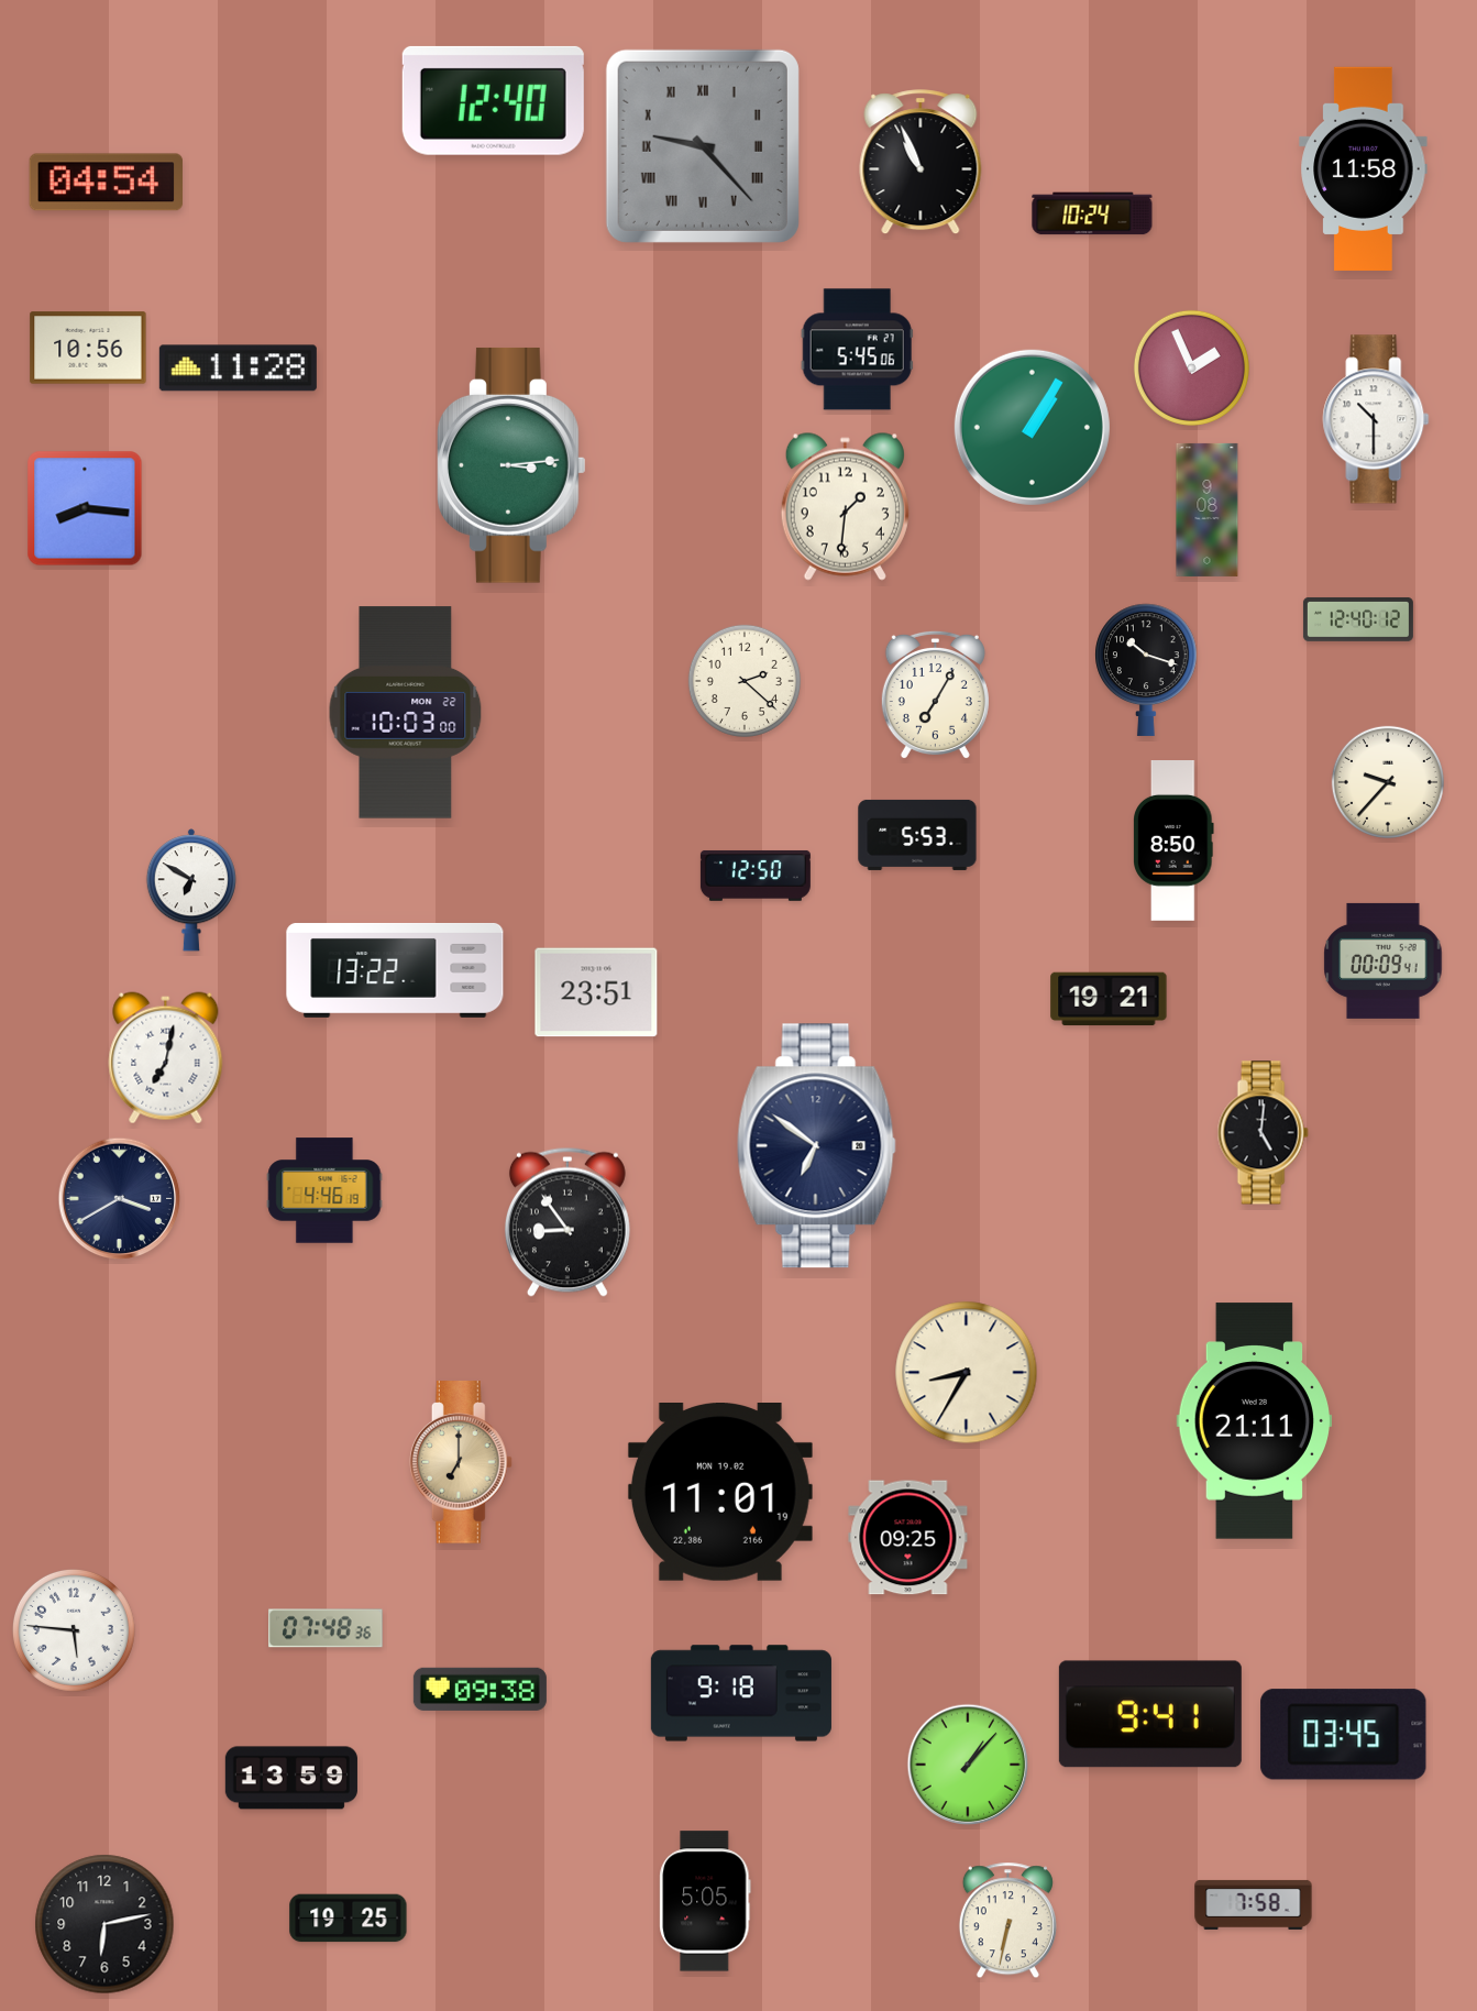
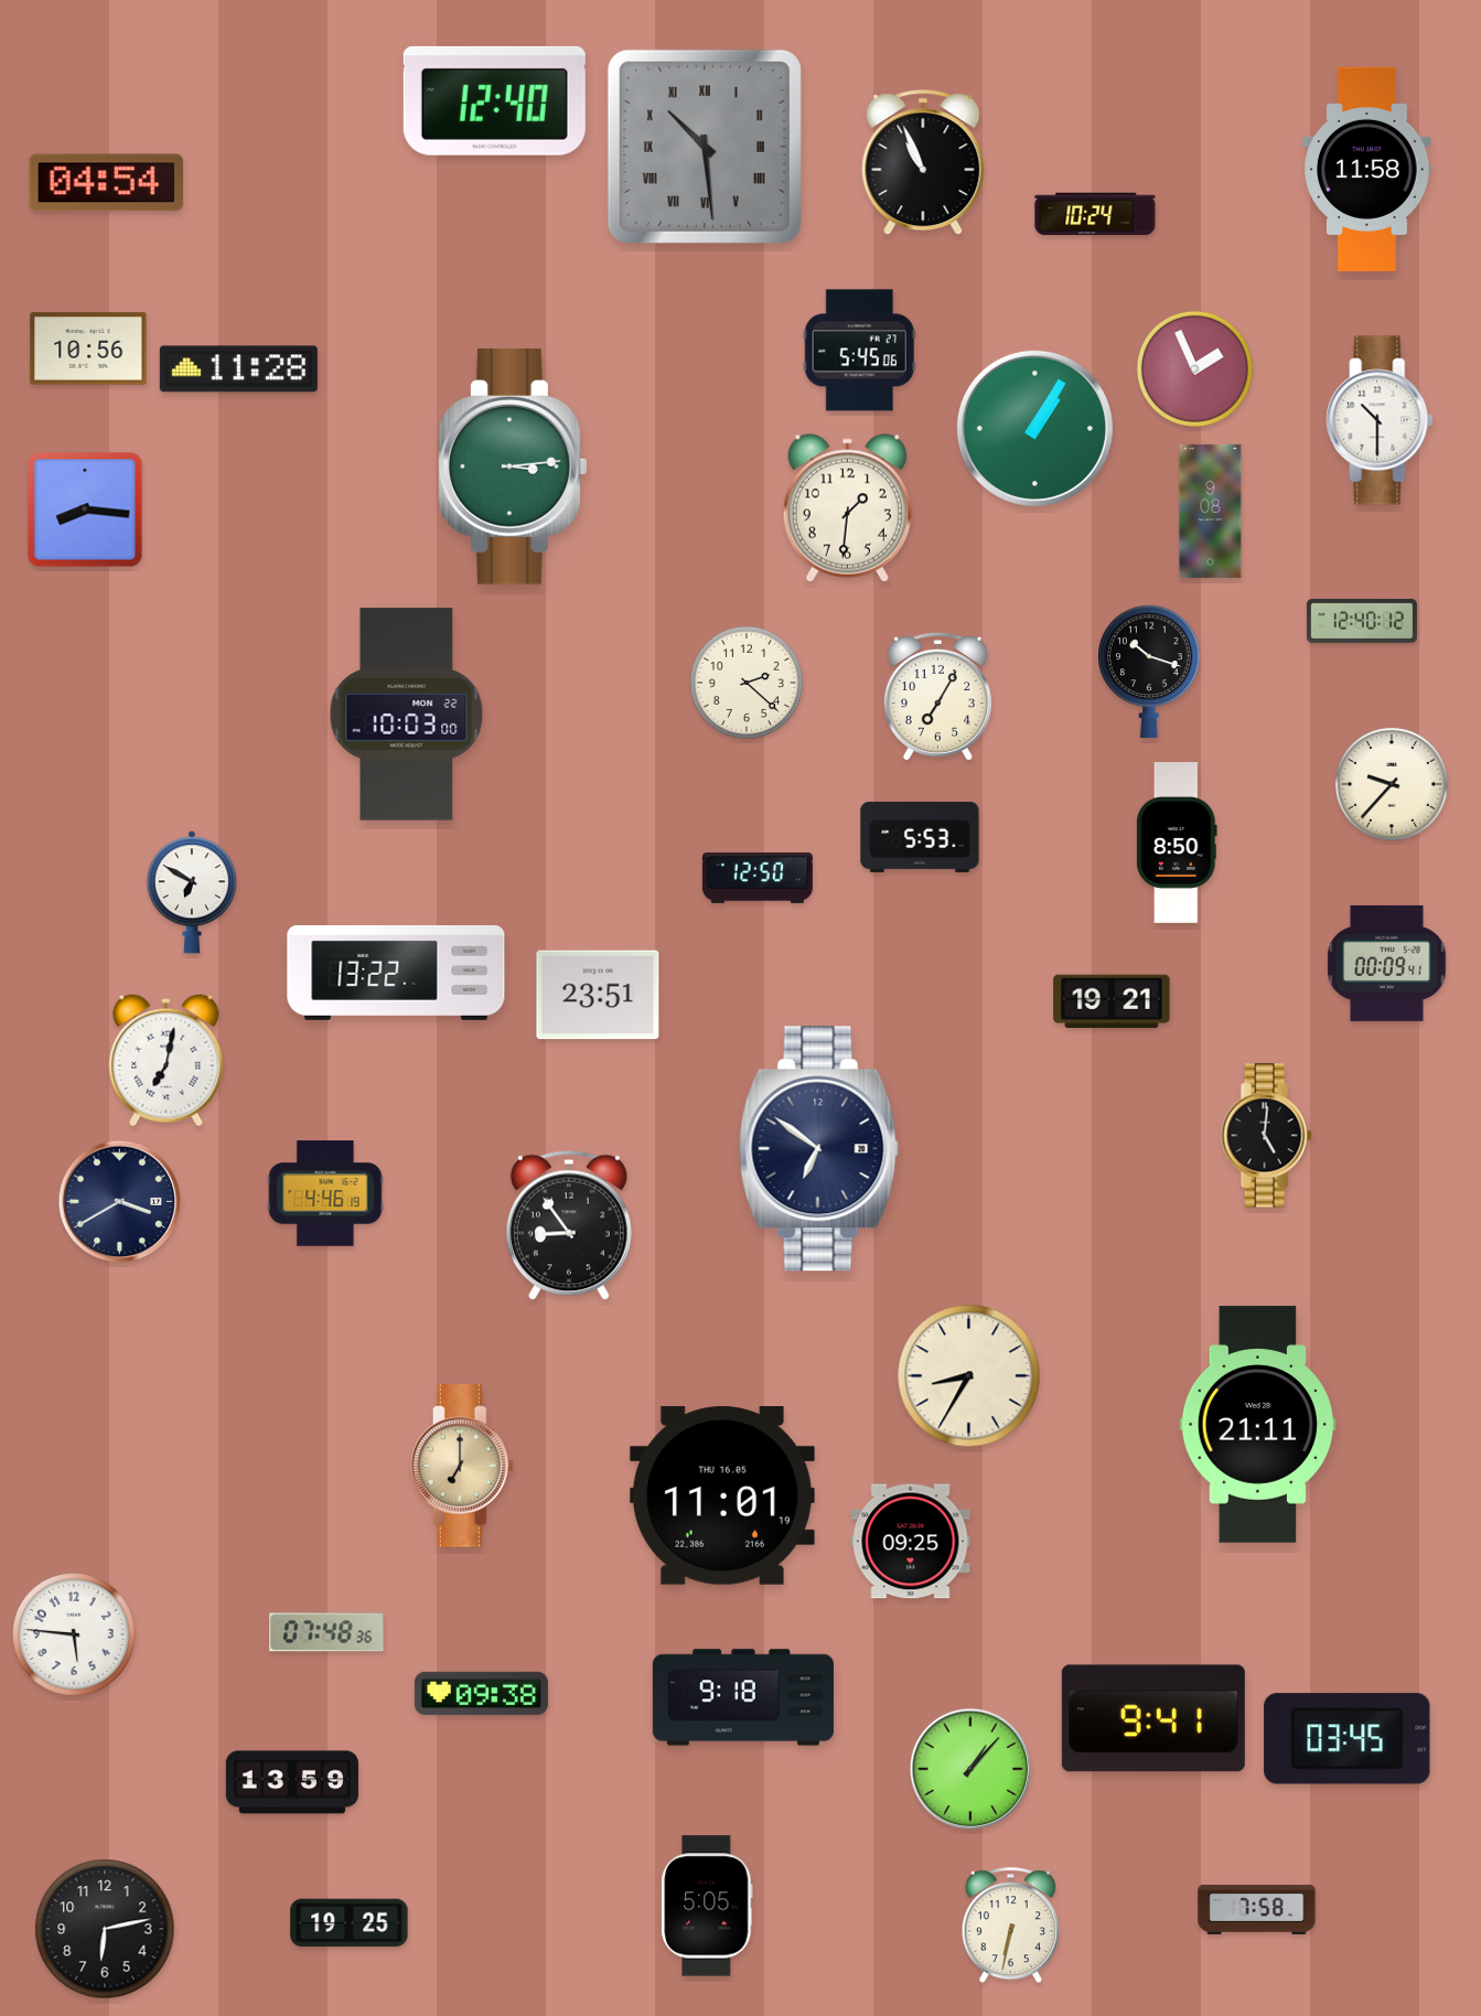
clock at (703, 146): 9:23 -> 10:29
clock at (720, 1493) date: MON 19.02 -> THU 16.05
